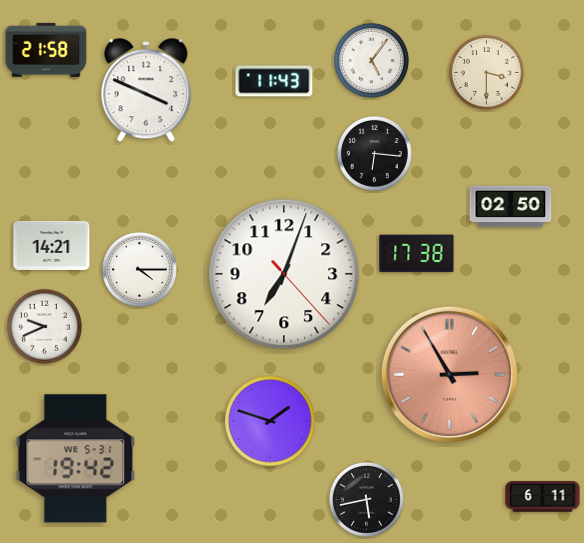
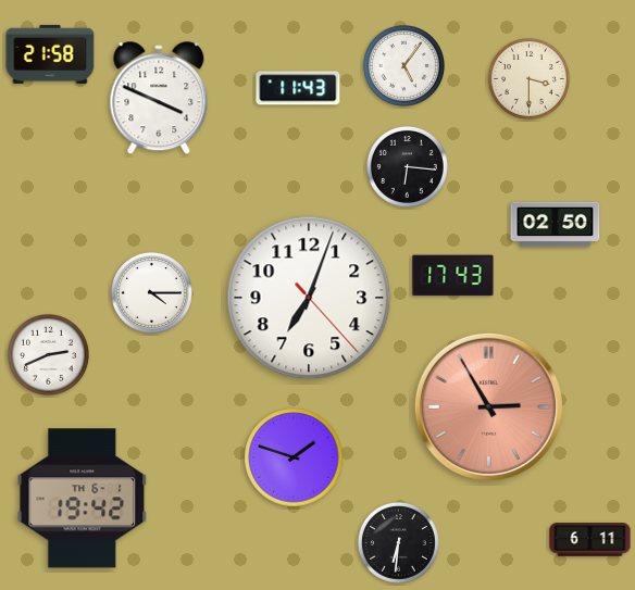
clock at (52, 245): 14:21 -> none
clock at (417, 254): 17:38 -> 17:43
clock at (44, 326): 9:41 -> 2:41
clock at (76, 459) date: WE 5-31 -> TH 6-1
clock at (366, 499): 5:43 -> 6:31
